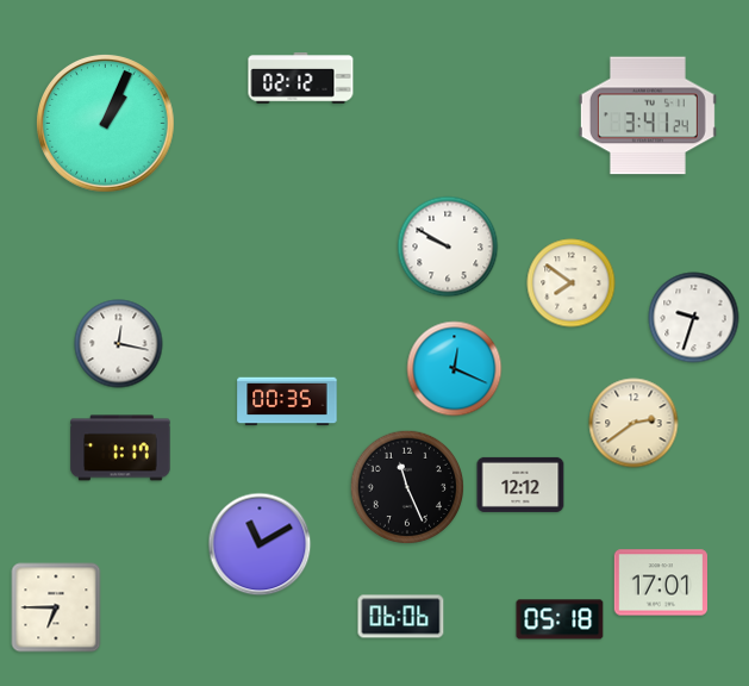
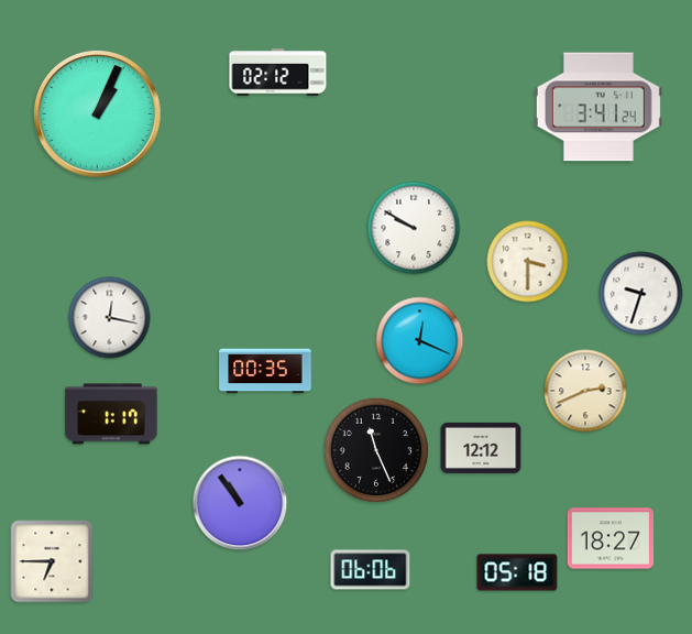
clock at (572, 283): 7:51 -> 3:30
clock at (633, 423): 2:39 -> 2:41
clock at (260, 544): 11:10 -> 10:54
clock at (660, 582): 17:01 -> 18:27
